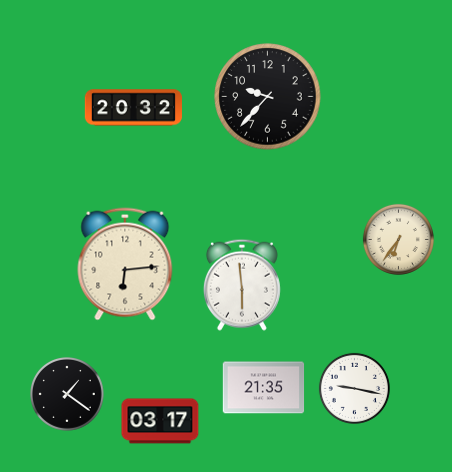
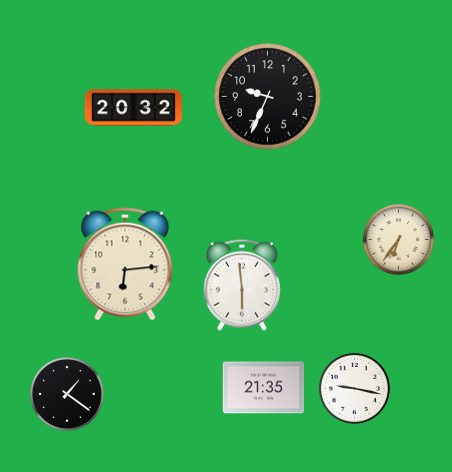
clock at (268, 97): 9:37 -> 9:34
clock at (160, 421): 03:17 -> none
